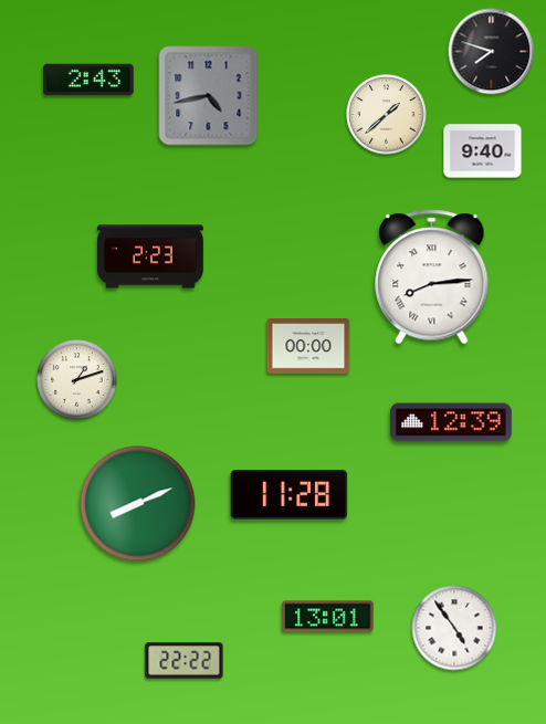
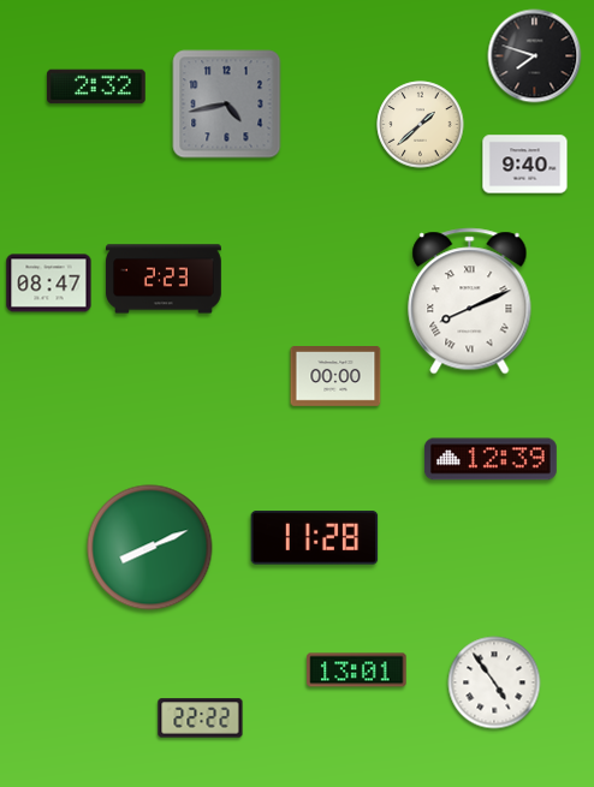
clock at (88, 80): 2:43 -> 2:32
clock at (49, 284): none -> 08:47
clock at (432, 277): 8:14 -> 8:11
clock at (77, 380): 1:12 -> none
